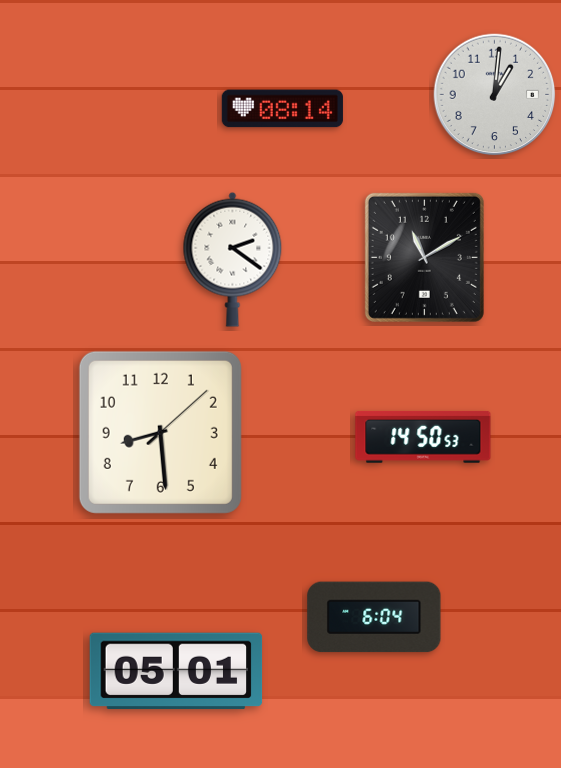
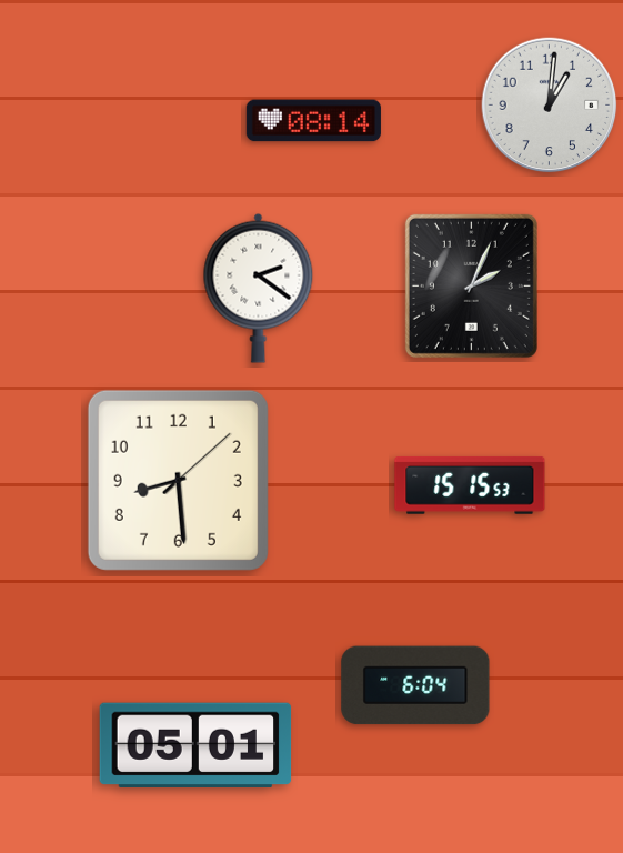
clock at (424, 257): 11:10 -> 2:04
clock at (423, 437): 14:50 -> 15:15
